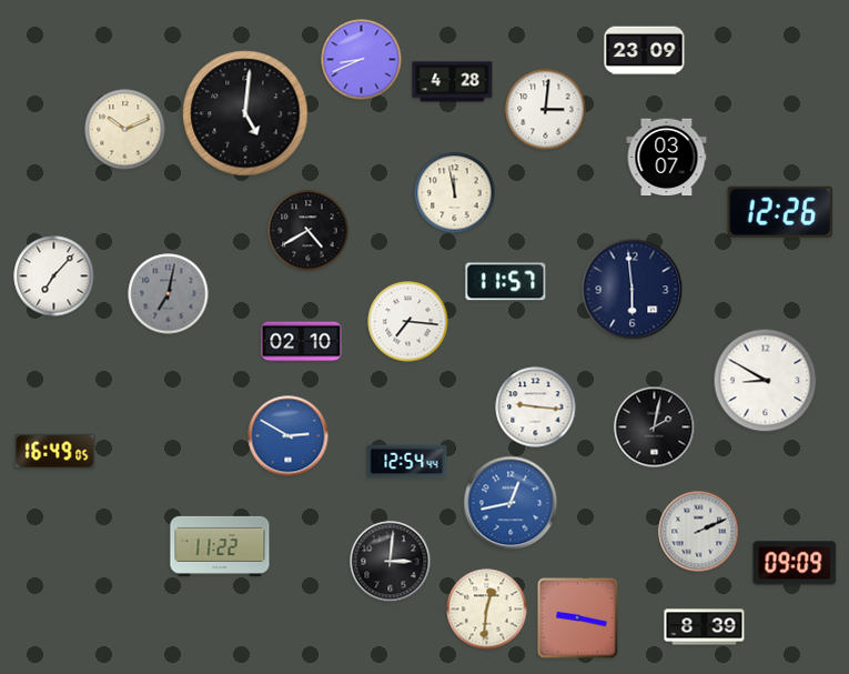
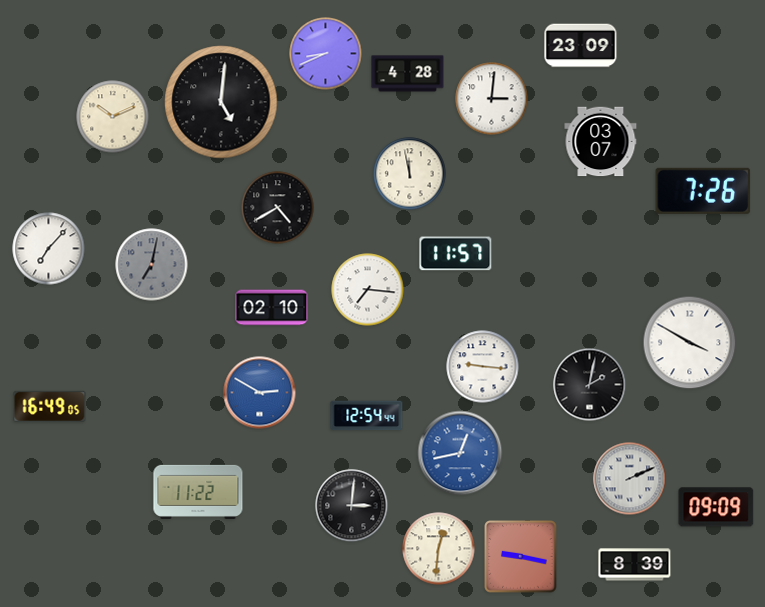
clock at (780, 212): 12:26 -> 7:26
clock at (633, 290): 5:59 -> none
clock at (766, 381): 8:50 -> 3:50
